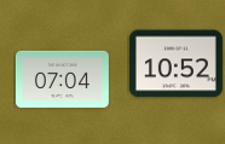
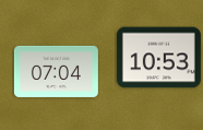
clock at (175, 64): 10:52 -> 10:53
